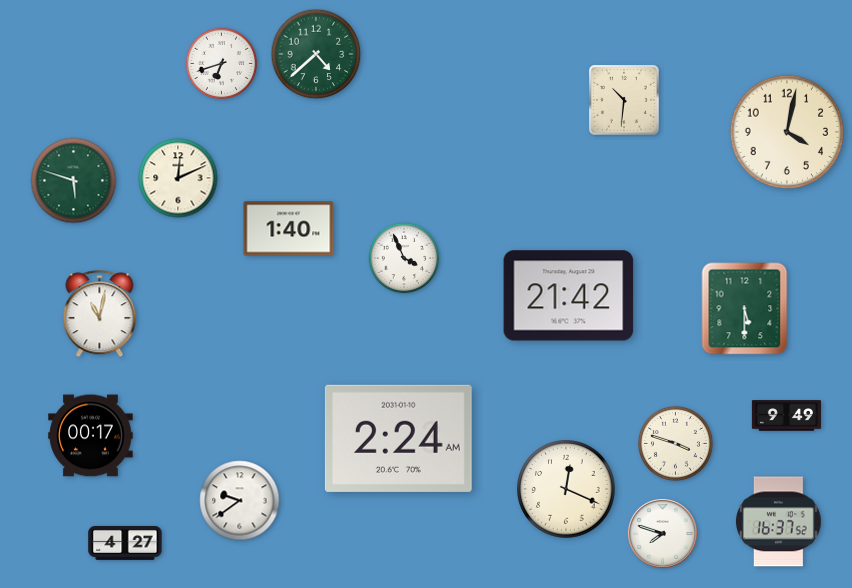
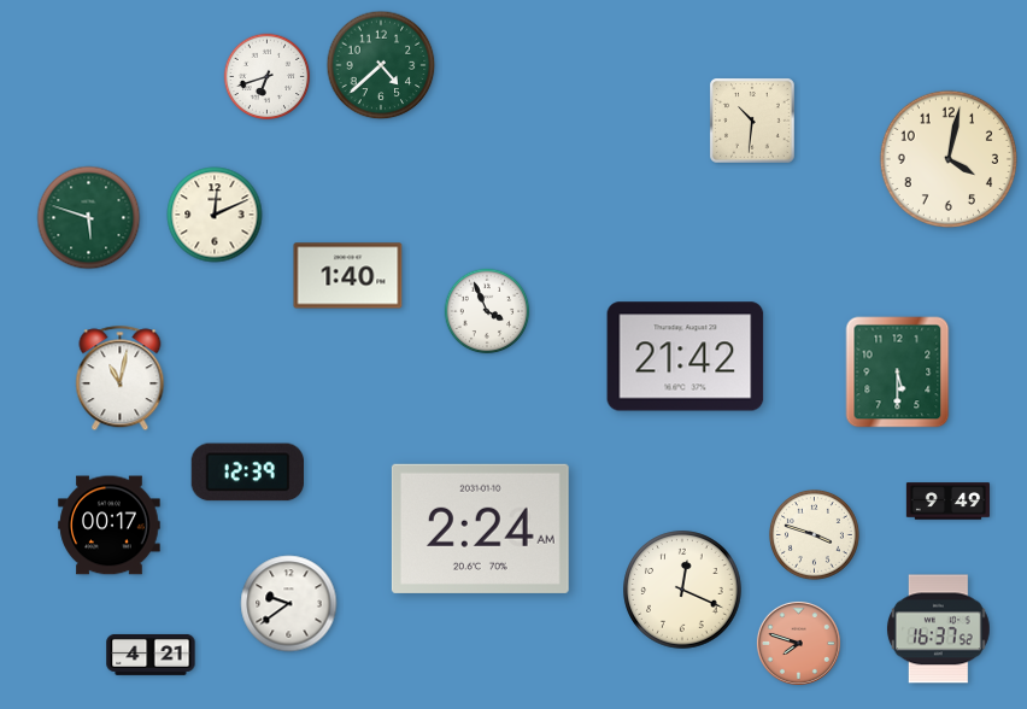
clock at (247, 473): none -> 12:39
clock at (662, 533) dial: white -> salmon
clock at (125, 543): 4:27 -> 4:21
